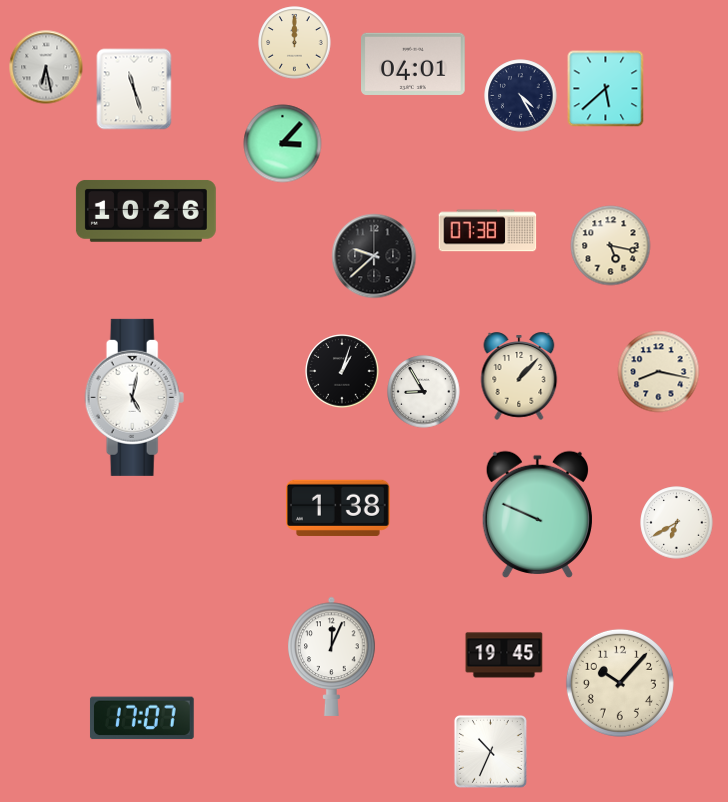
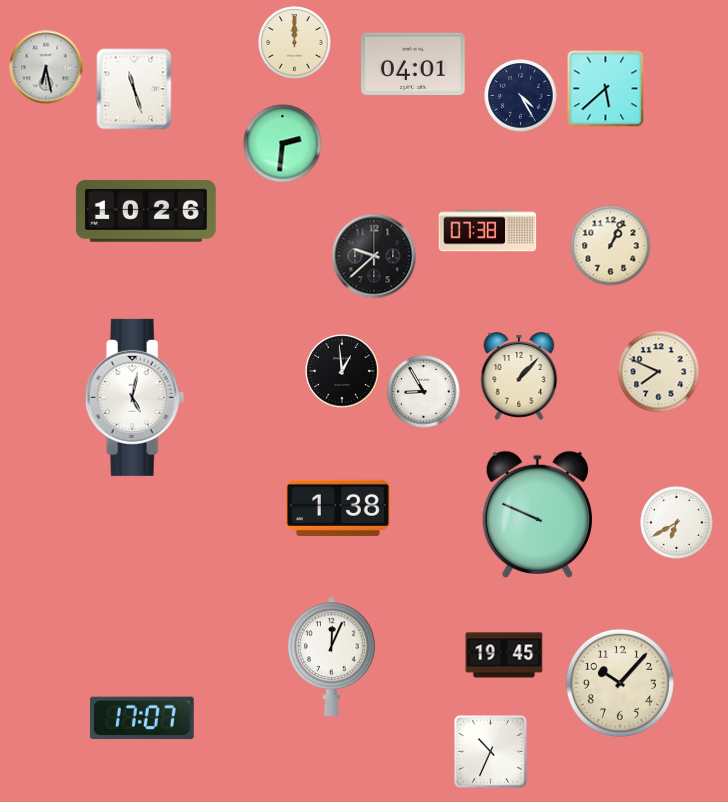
clock at (283, 144): 3:07 -> 2:31
clock at (611, 246): 5:17 -> 1:04
clock at (342, 371): 1:03 -> 12:59
clock at (659, 372): 8:17 -> 7:49
